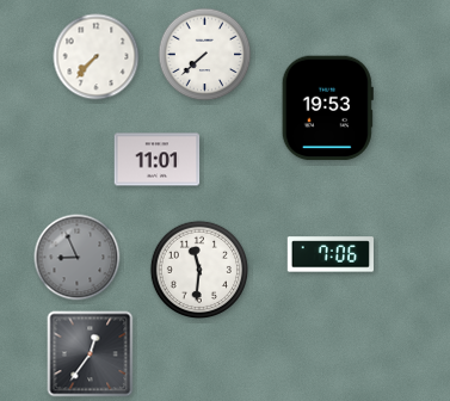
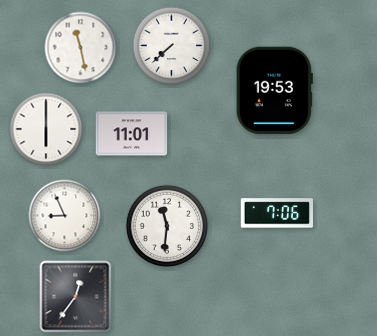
clock at (97, 57): 7:37 -> 11:28
clock at (46, 129): none -> 6:00
clock at (78, 258) dial: grey -> white
